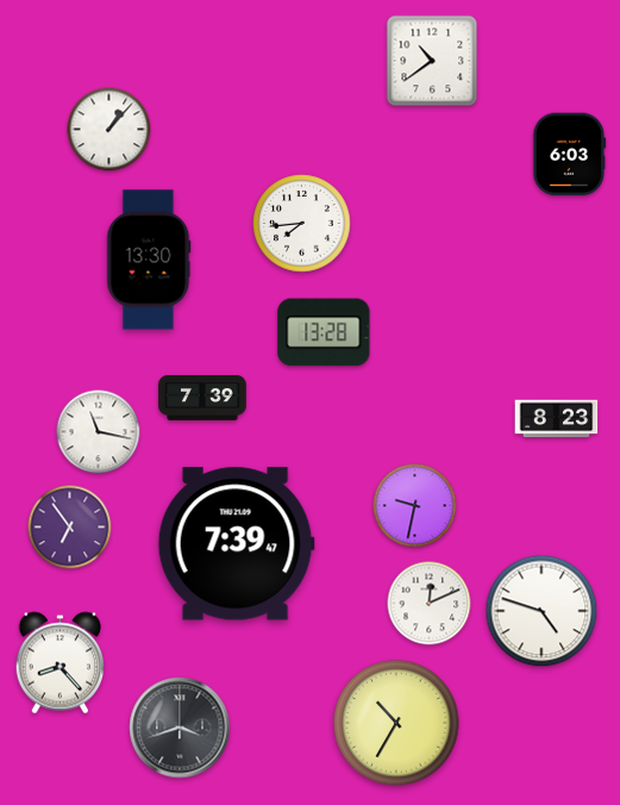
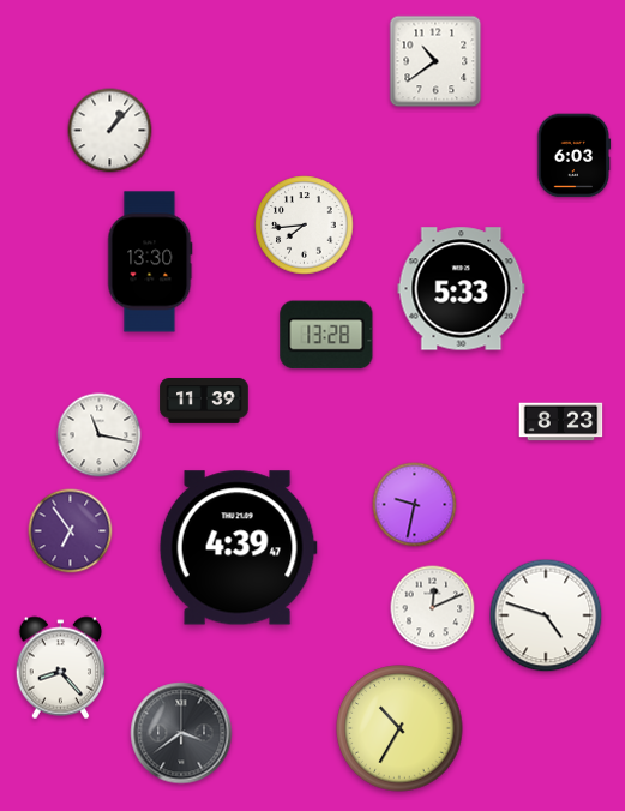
clock at (462, 289): none -> 5:33
clock at (202, 399): 7:39 -> 11:39
clock at (415, 506) position: (415, 506) -> (415, 505)
clock at (236, 544): 7:39 -> 4:39
clock at (180, 728): 3:42 -> 3:39
